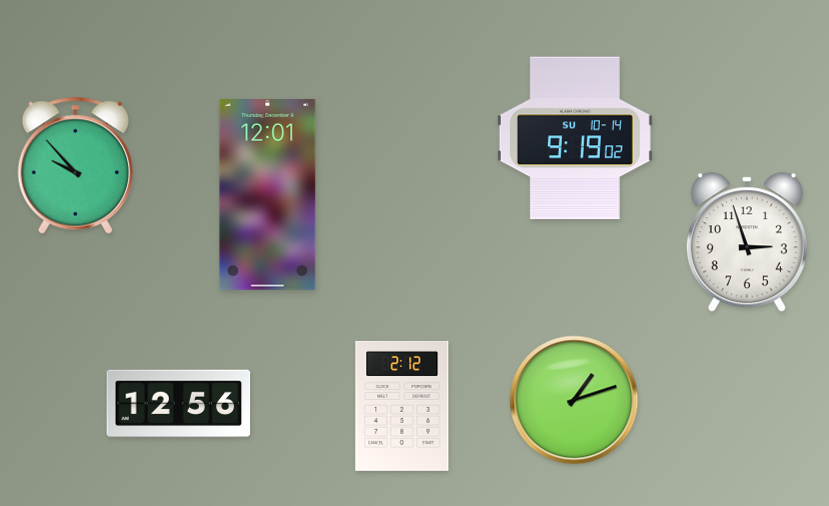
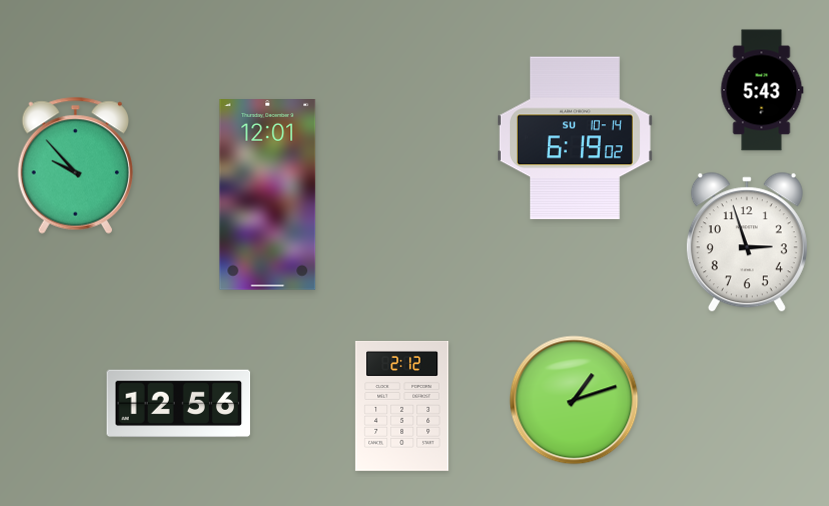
clock at (762, 90): none -> 5:43
clock at (575, 138): 9:19 -> 6:19
